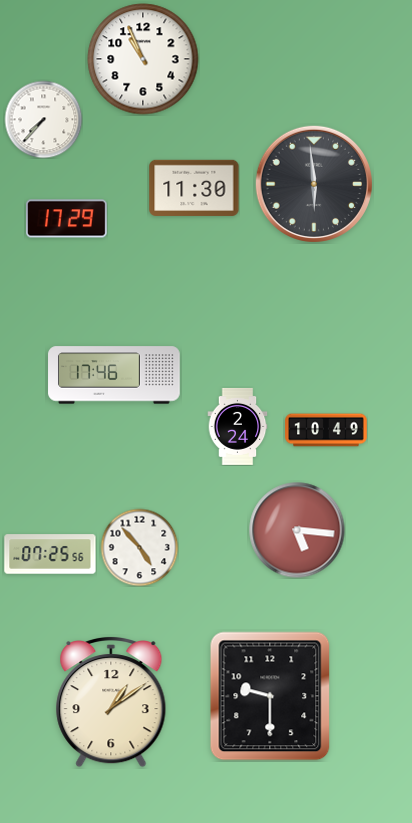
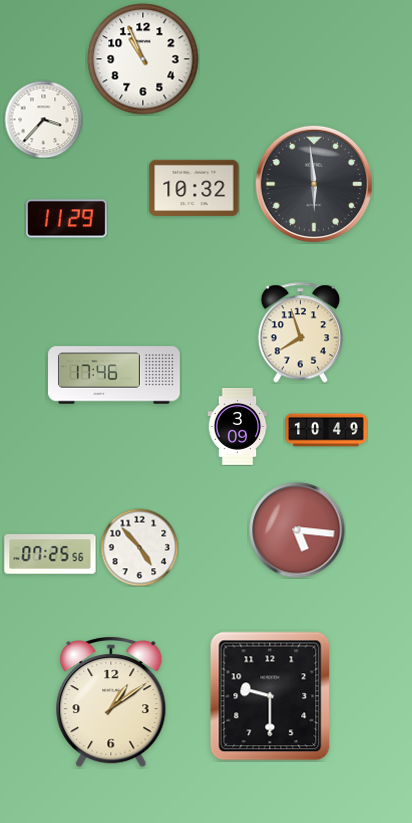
clock at (43, 119): 7:37 -> 3:37
clock at (194, 188): 11:30 -> 10:32
clock at (67, 219): 17:29 -> 11:29
clock at (300, 333): none -> 7:57
clock at (238, 426): 2:24 -> 3:09
